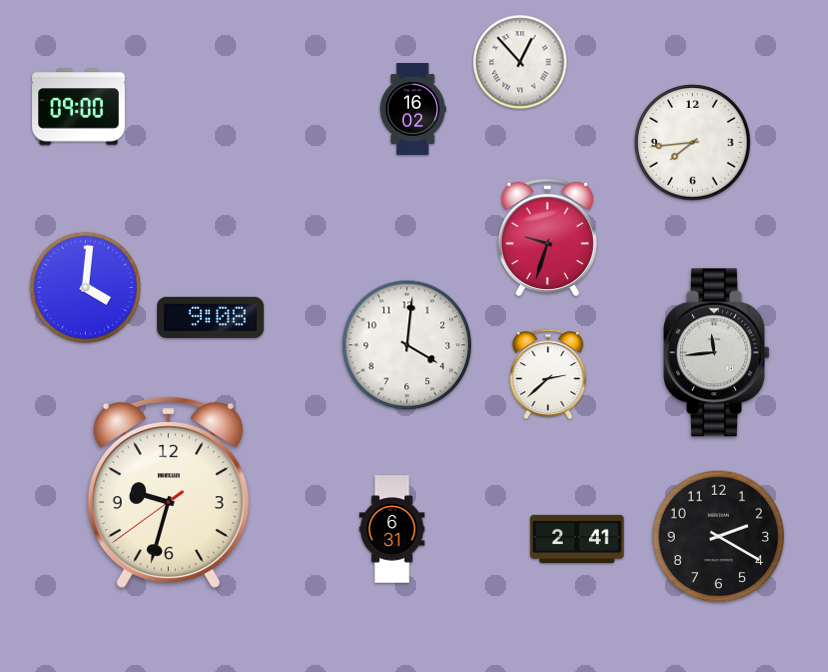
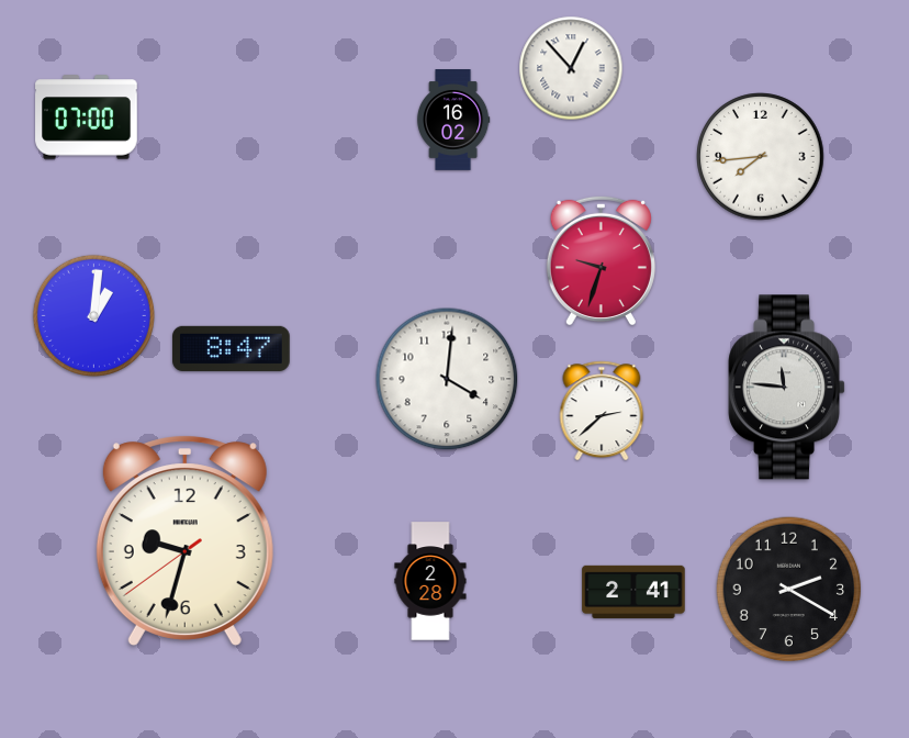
clock at (79, 107): 09:00 -> 07:00
clock at (85, 287): 4:01 -> 1:01
clock at (211, 317): 9:08 -> 8:47
clock at (717, 353): 11:44 -> 11:46
clock at (392, 529): 6:31 -> 2:28
